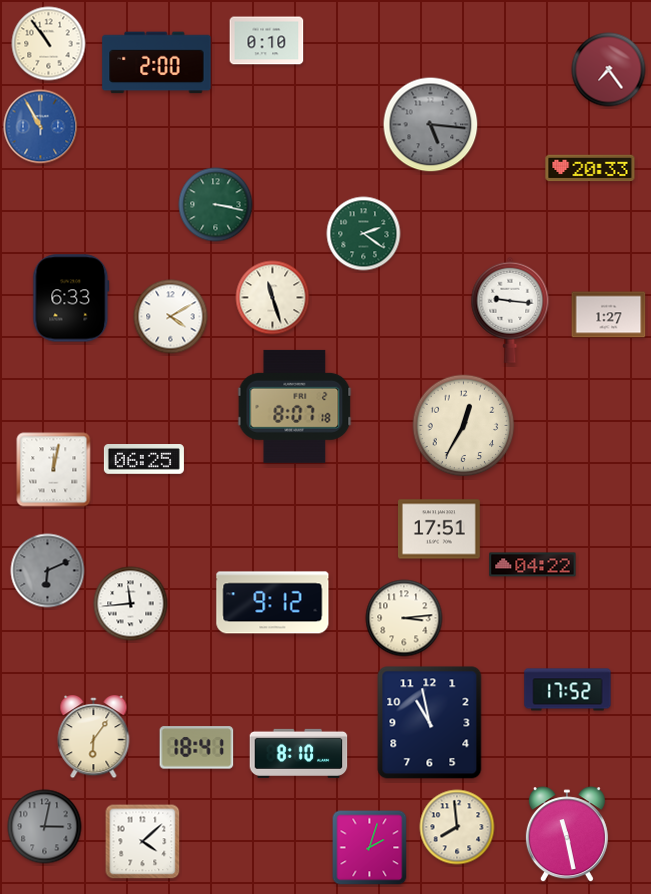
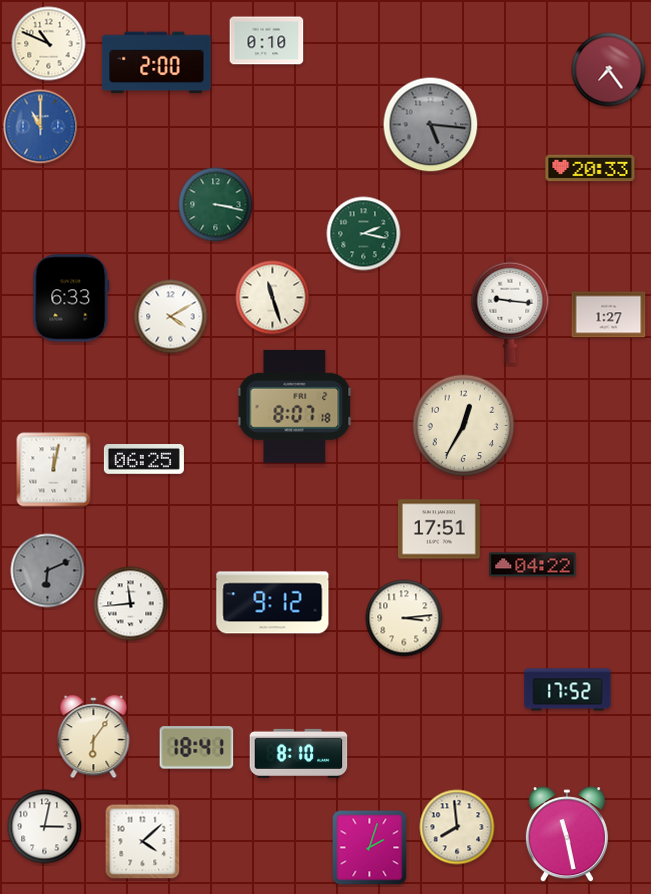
clock at (49, 44): 10:54 -> 10:49
clock at (41, 127): 10:55 -> 11:00
clock at (364, 234): 2:21 -> 2:17
clock at (430, 723): 10:58 -> none
clock at (45, 827) dial: grey -> white
